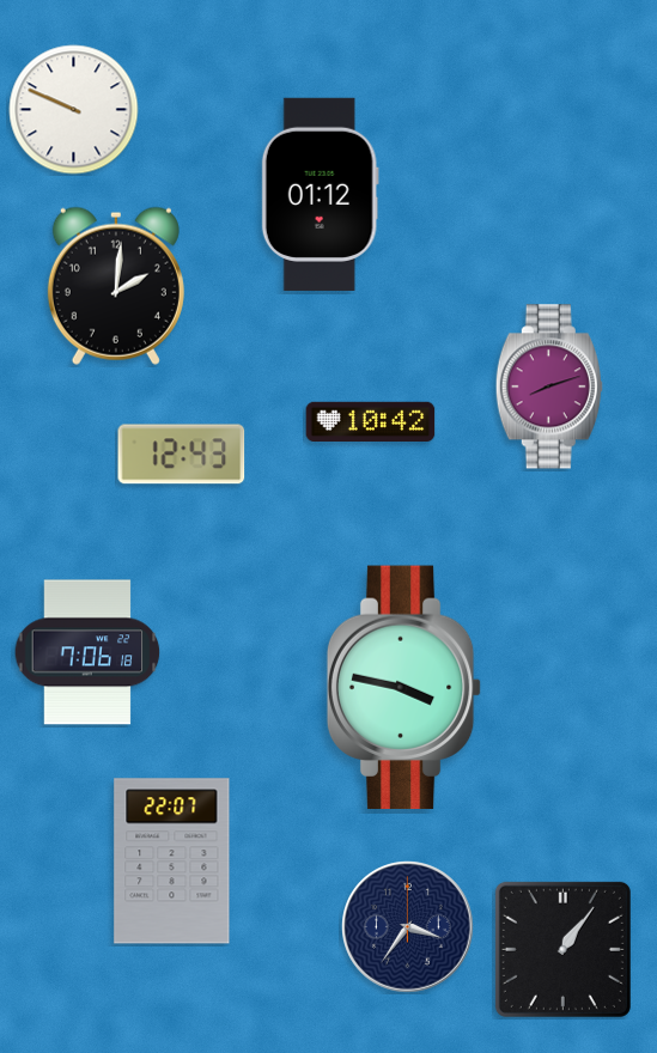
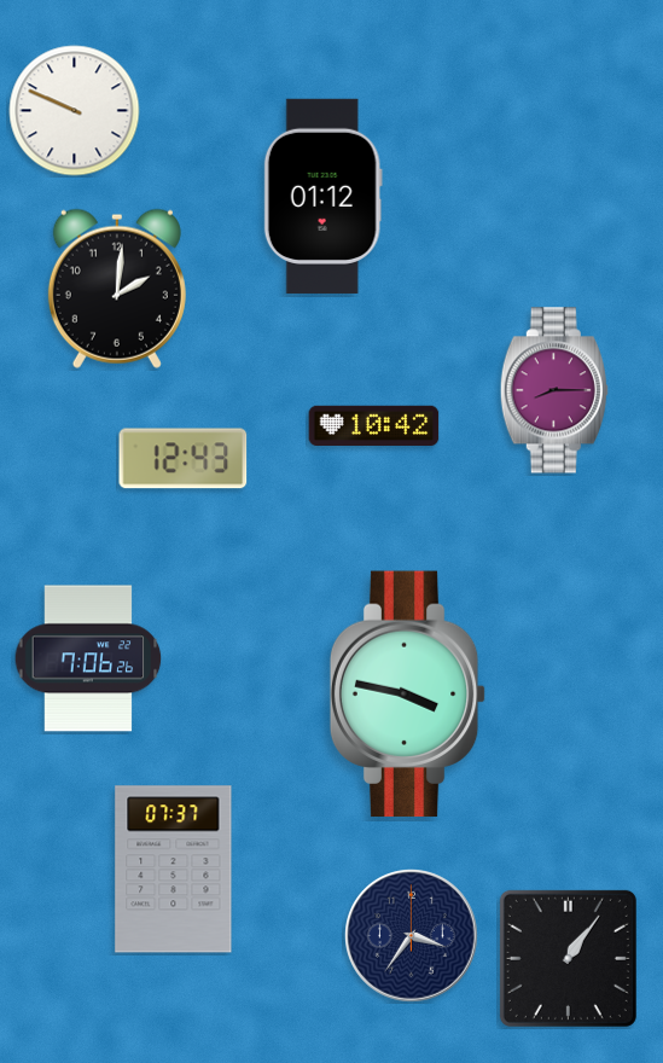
clock at (549, 386): 8:12 -> 8:15
clock at (87, 652): 7:06:18 -> 7:06:26
clock at (172, 862): 22:07 -> 07:37
